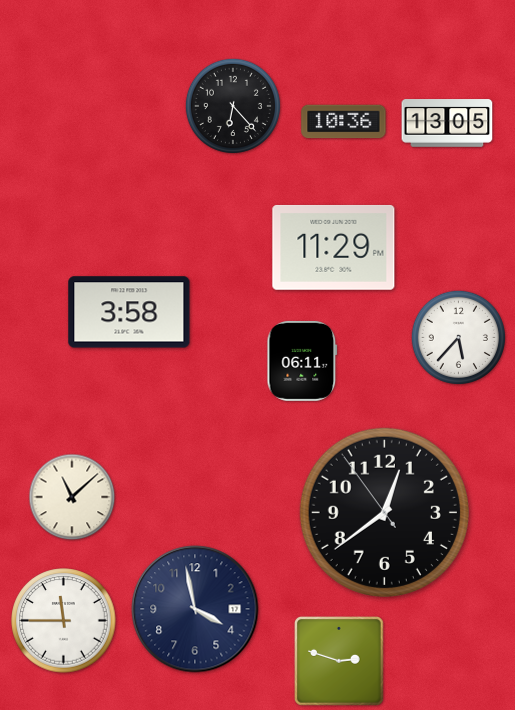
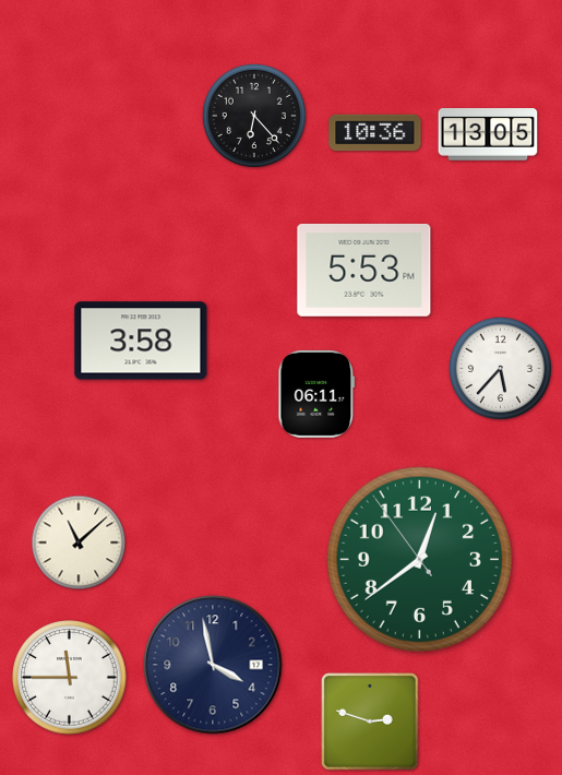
clock at (334, 247): 11:29 -> 5:53
clock at (302, 361) position: (302, 361) -> (316, 394)
clock at (384, 512) dial: black -> green
